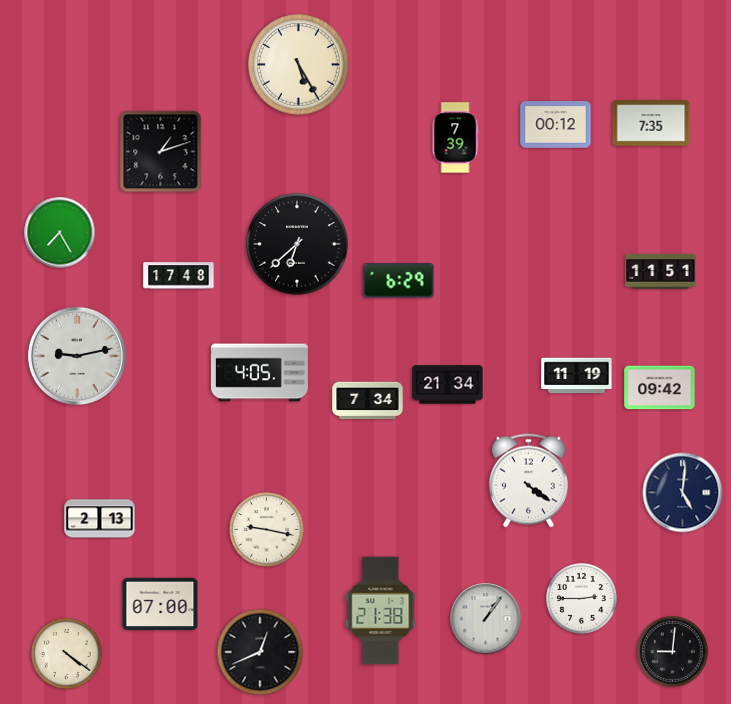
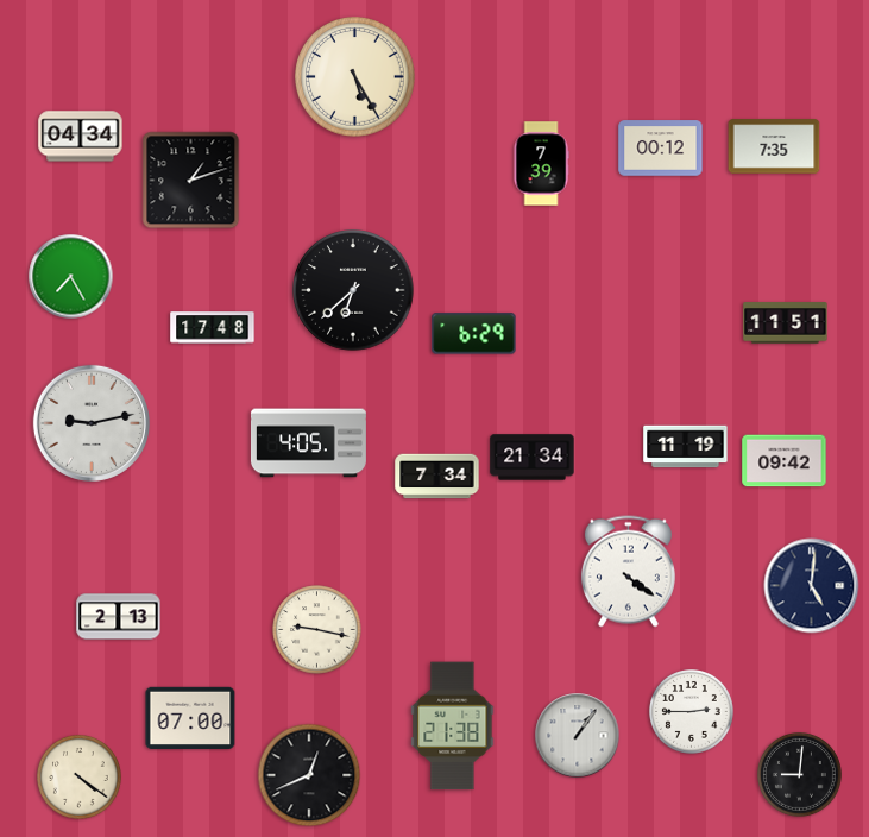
clock at (81, 137): none -> 04:34
